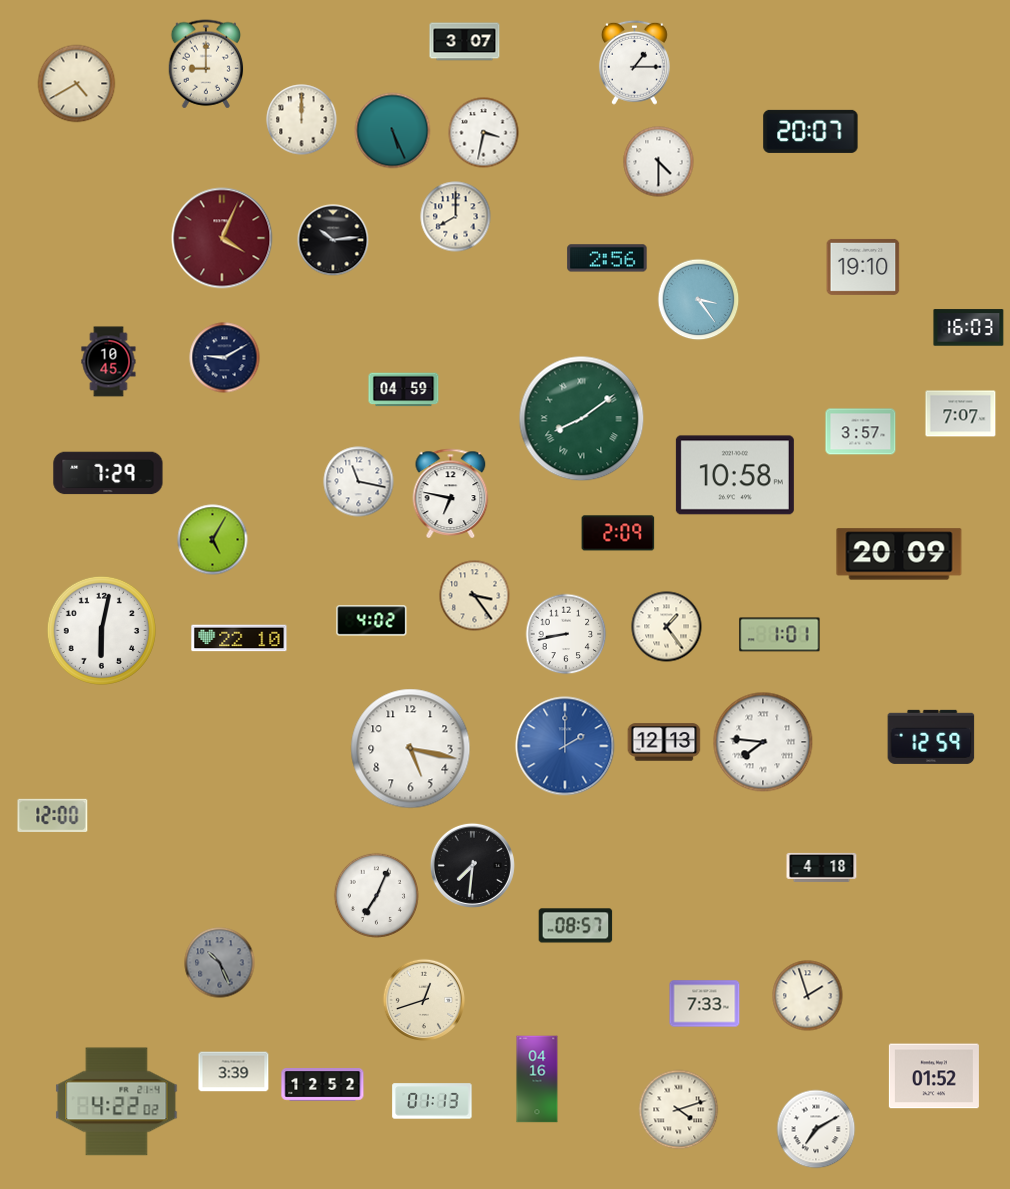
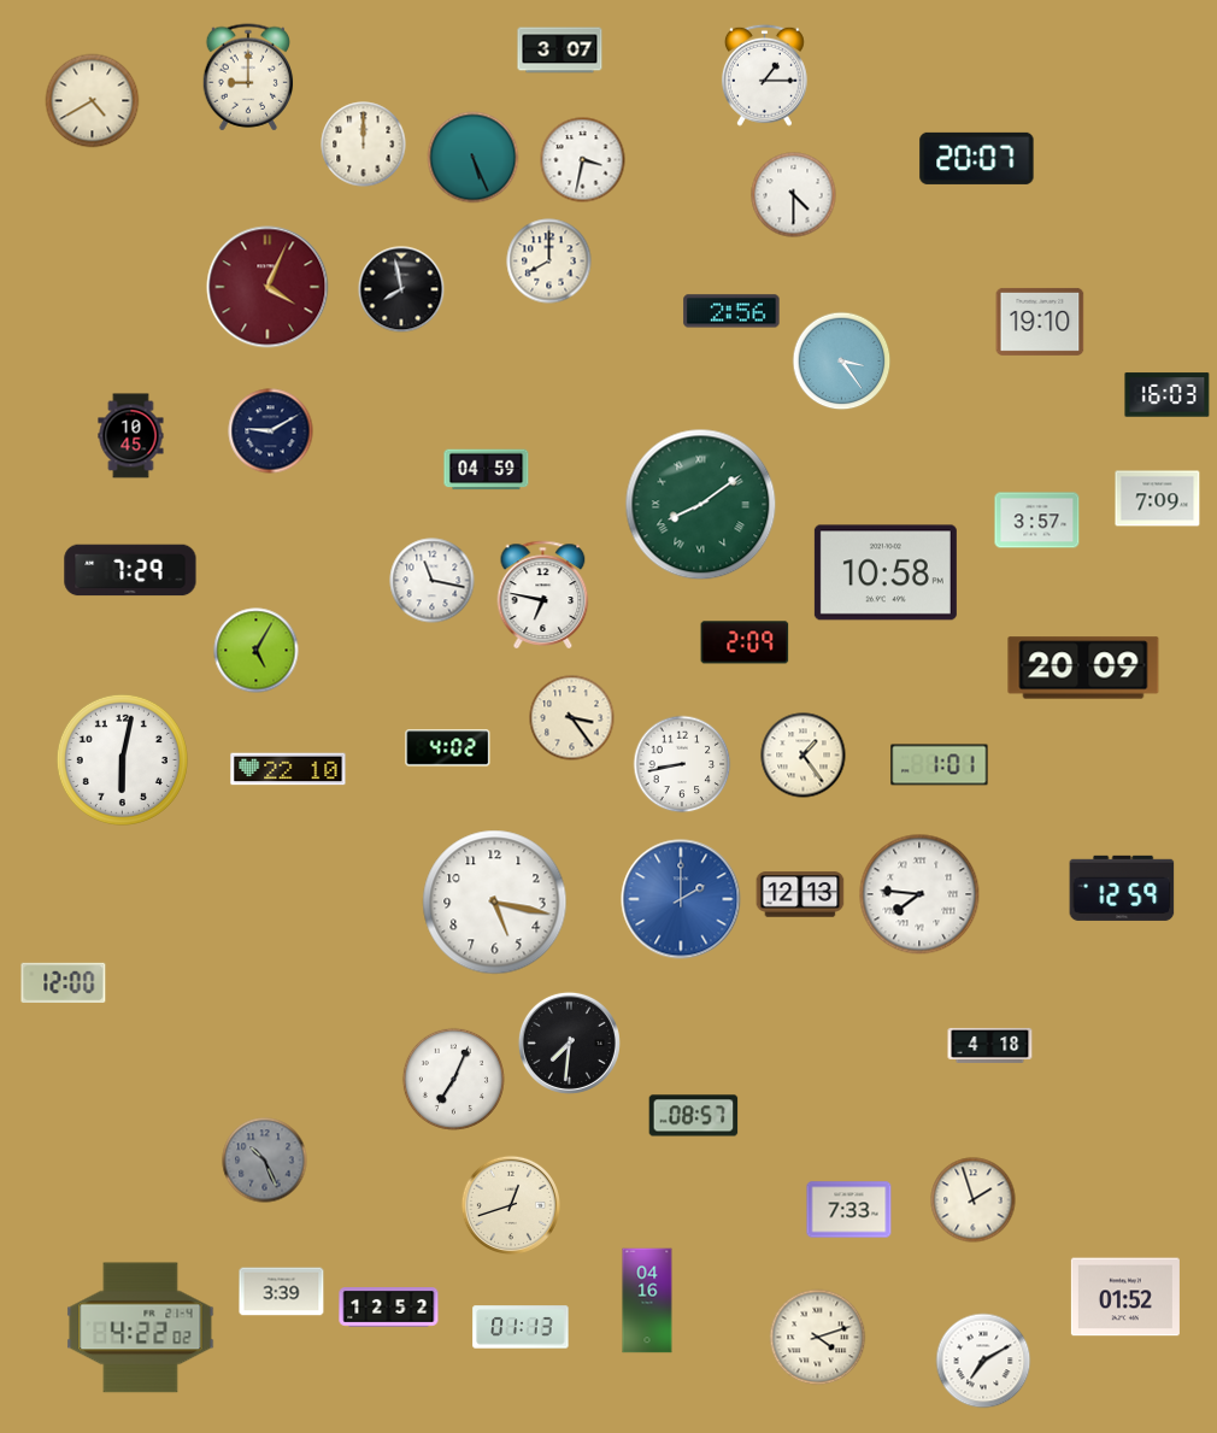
clock at (333, 240): 10:14 -> 7:58
clock at (961, 414): 7:07 -> 7:09
